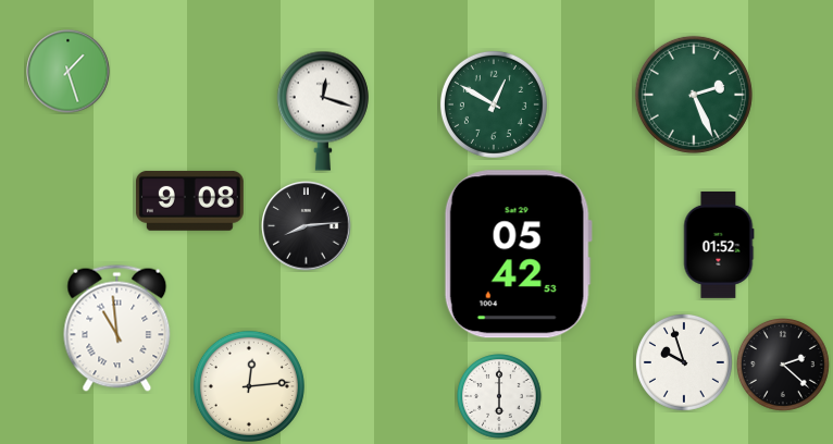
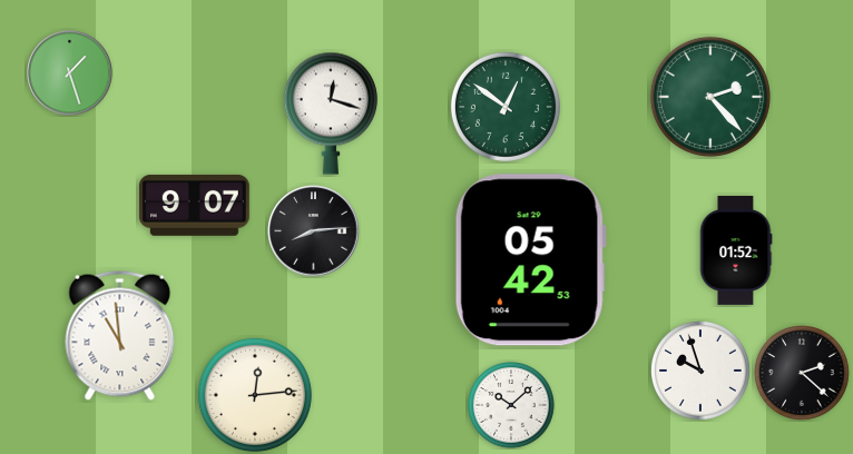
clock at (694, 95): 2:26 -> 2:23
clock at (494, 104): 12:50 -> 12:51
clock at (189, 200): 9:08 -> 9:07
clock at (499, 396): 6:00 -> 10:08
